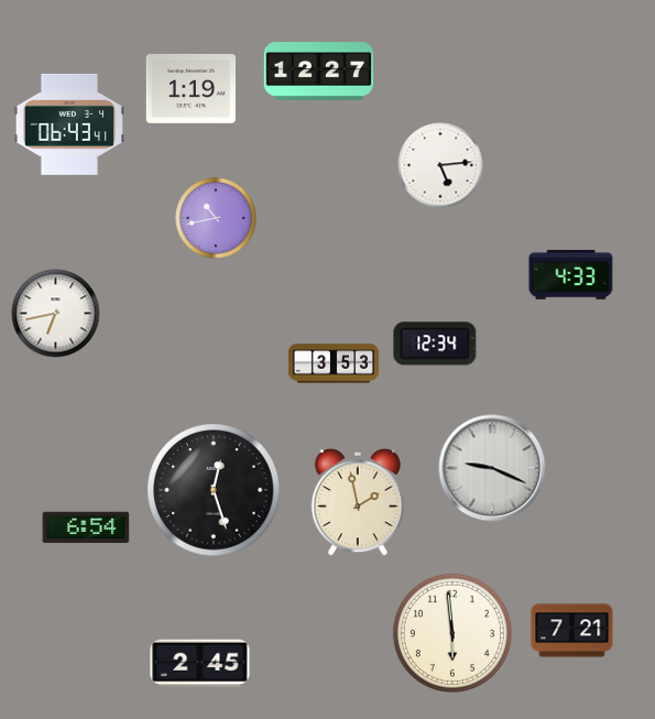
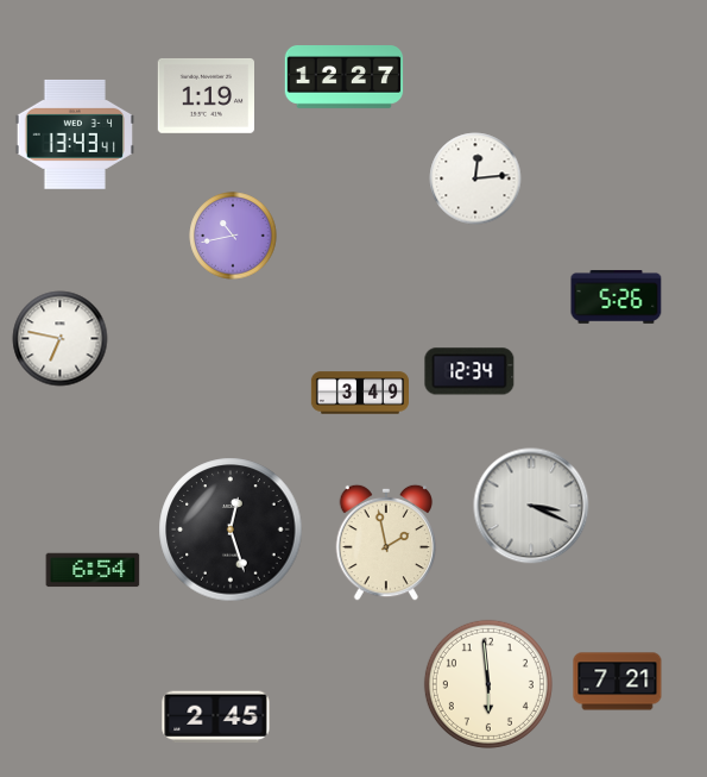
clock at (69, 124): 06:43 -> 13:43
clock at (440, 165): 5:14 -> 12:14
clock at (571, 274): 4:33 -> 5:26
clock at (56, 314): 6:43 -> 6:47
clock at (332, 363): 3:53 -> 3:49
clock at (492, 468): 9:19 -> 3:19
